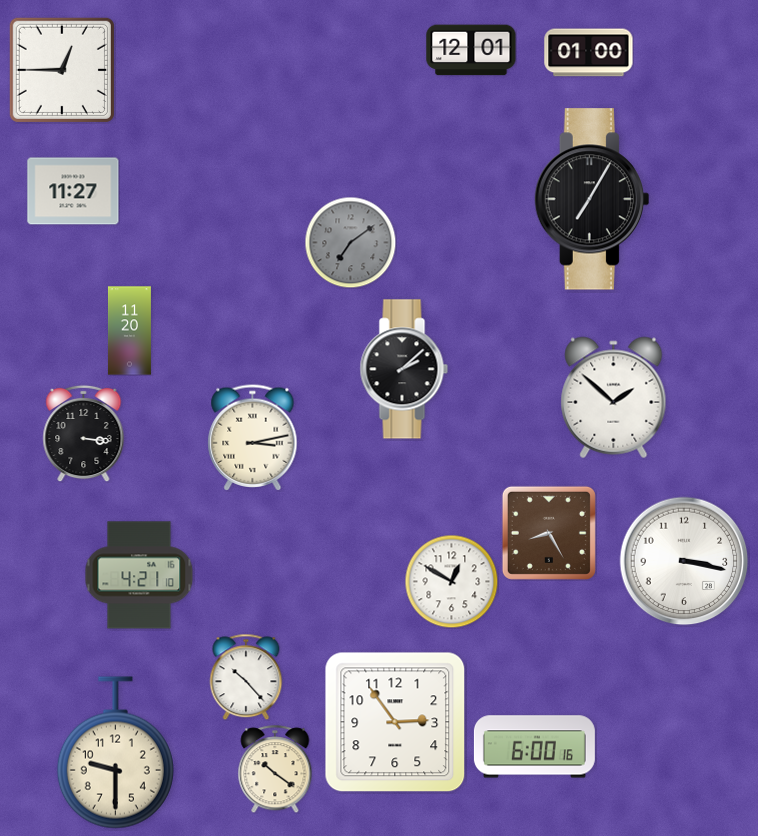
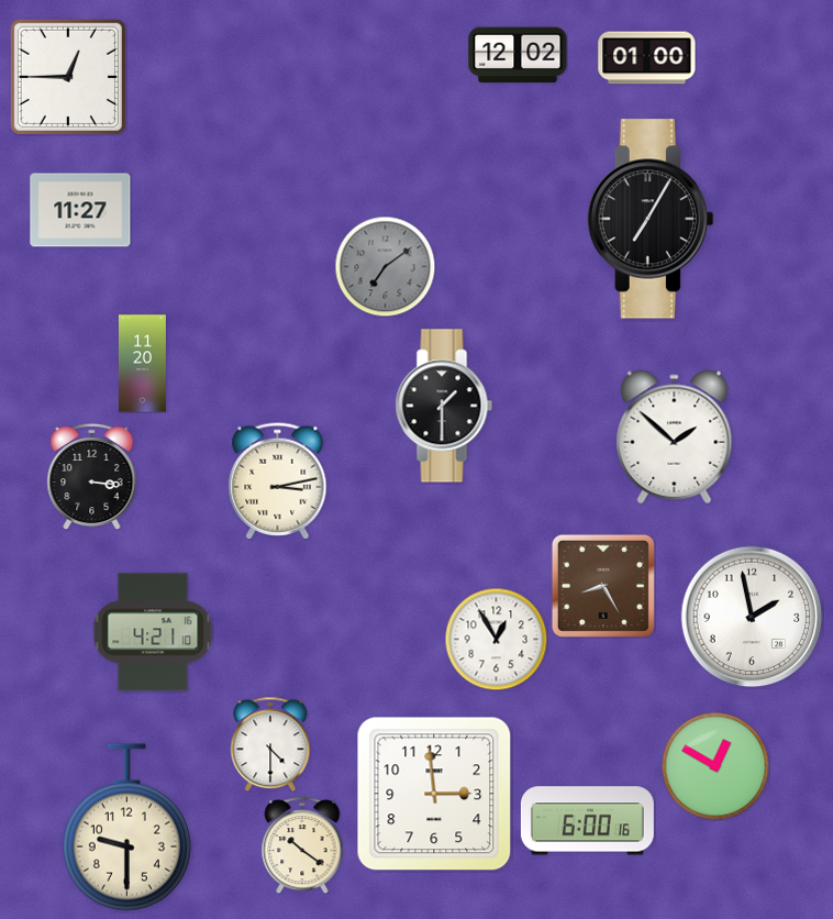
clock at (471, 50): 12:01 -> 12:02
clock at (404, 369): 2:08 -> 1:30
clock at (684, 561): 3:17 -> 1:58
clock at (451, 581): 12:50 -> 12:55
clock at (246, 677): 10:23 -> 4:30
clock at (715, 766): none -> 12:50
clock at (395, 722): 2:54 -> 2:59
